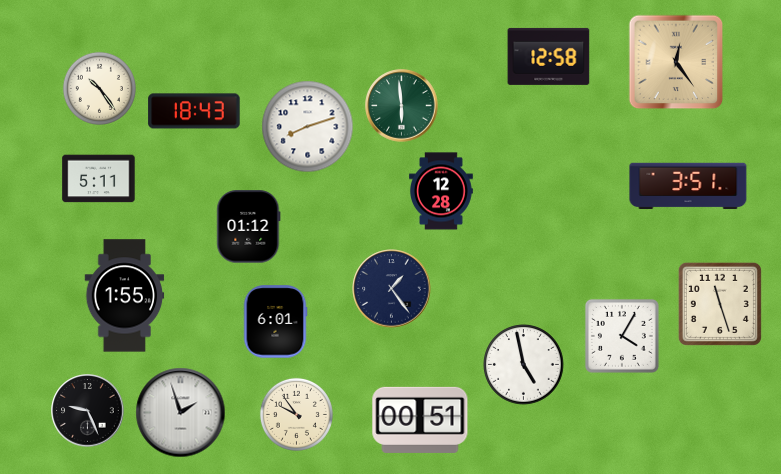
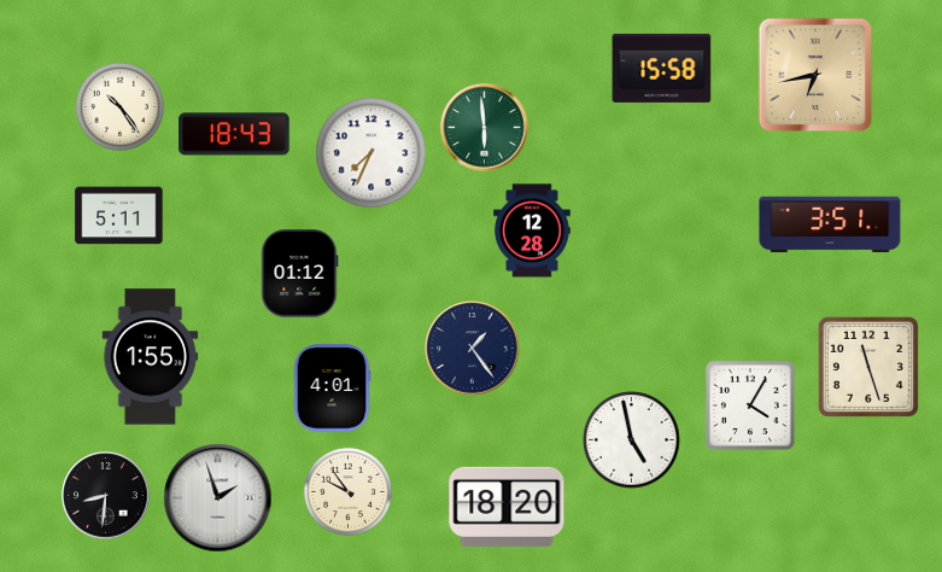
clock at (549, 56): 12:58 -> 15:58
clock at (676, 62): 12:24 -> 6:43
clock at (308, 127): 8:12 -> 7:34
clock at (275, 322): 6:01 -> 4:01
clock at (88, 411): 9:26 -> 8:31
clock at (296, 414) position: (296, 414) -> (347, 491)
clock at (420, 420): 00:51 -> 18:20
